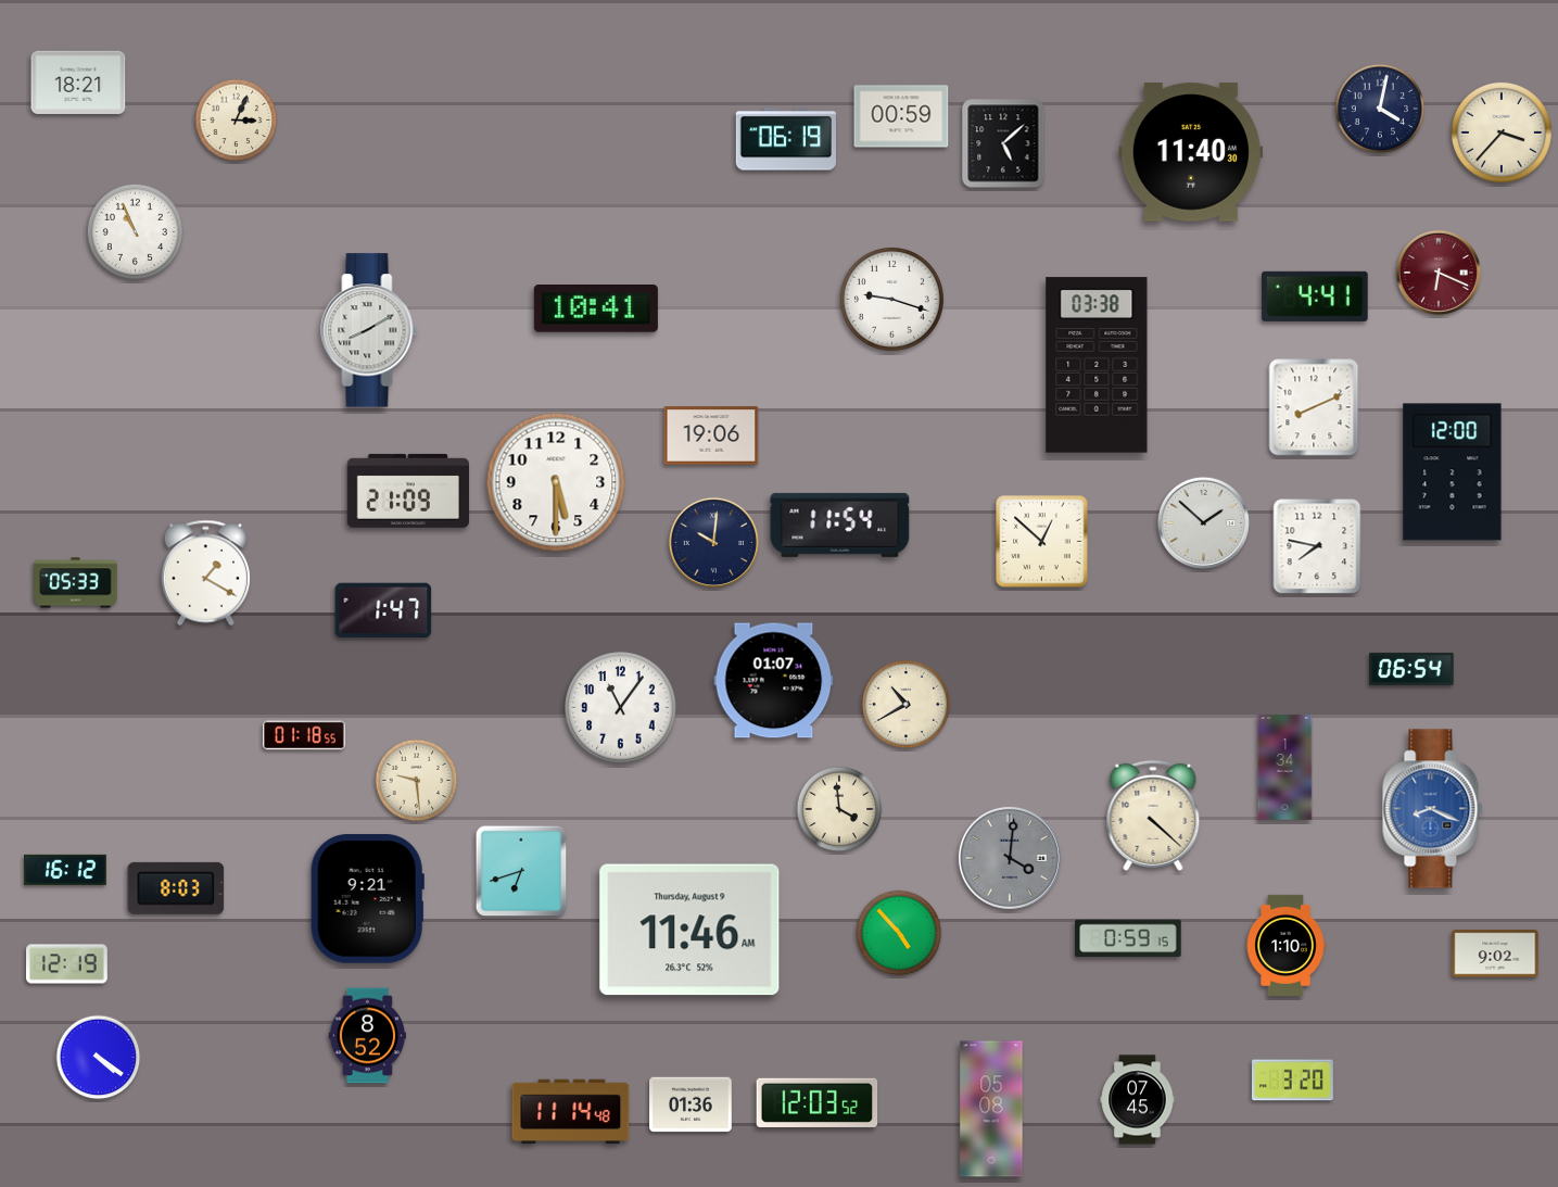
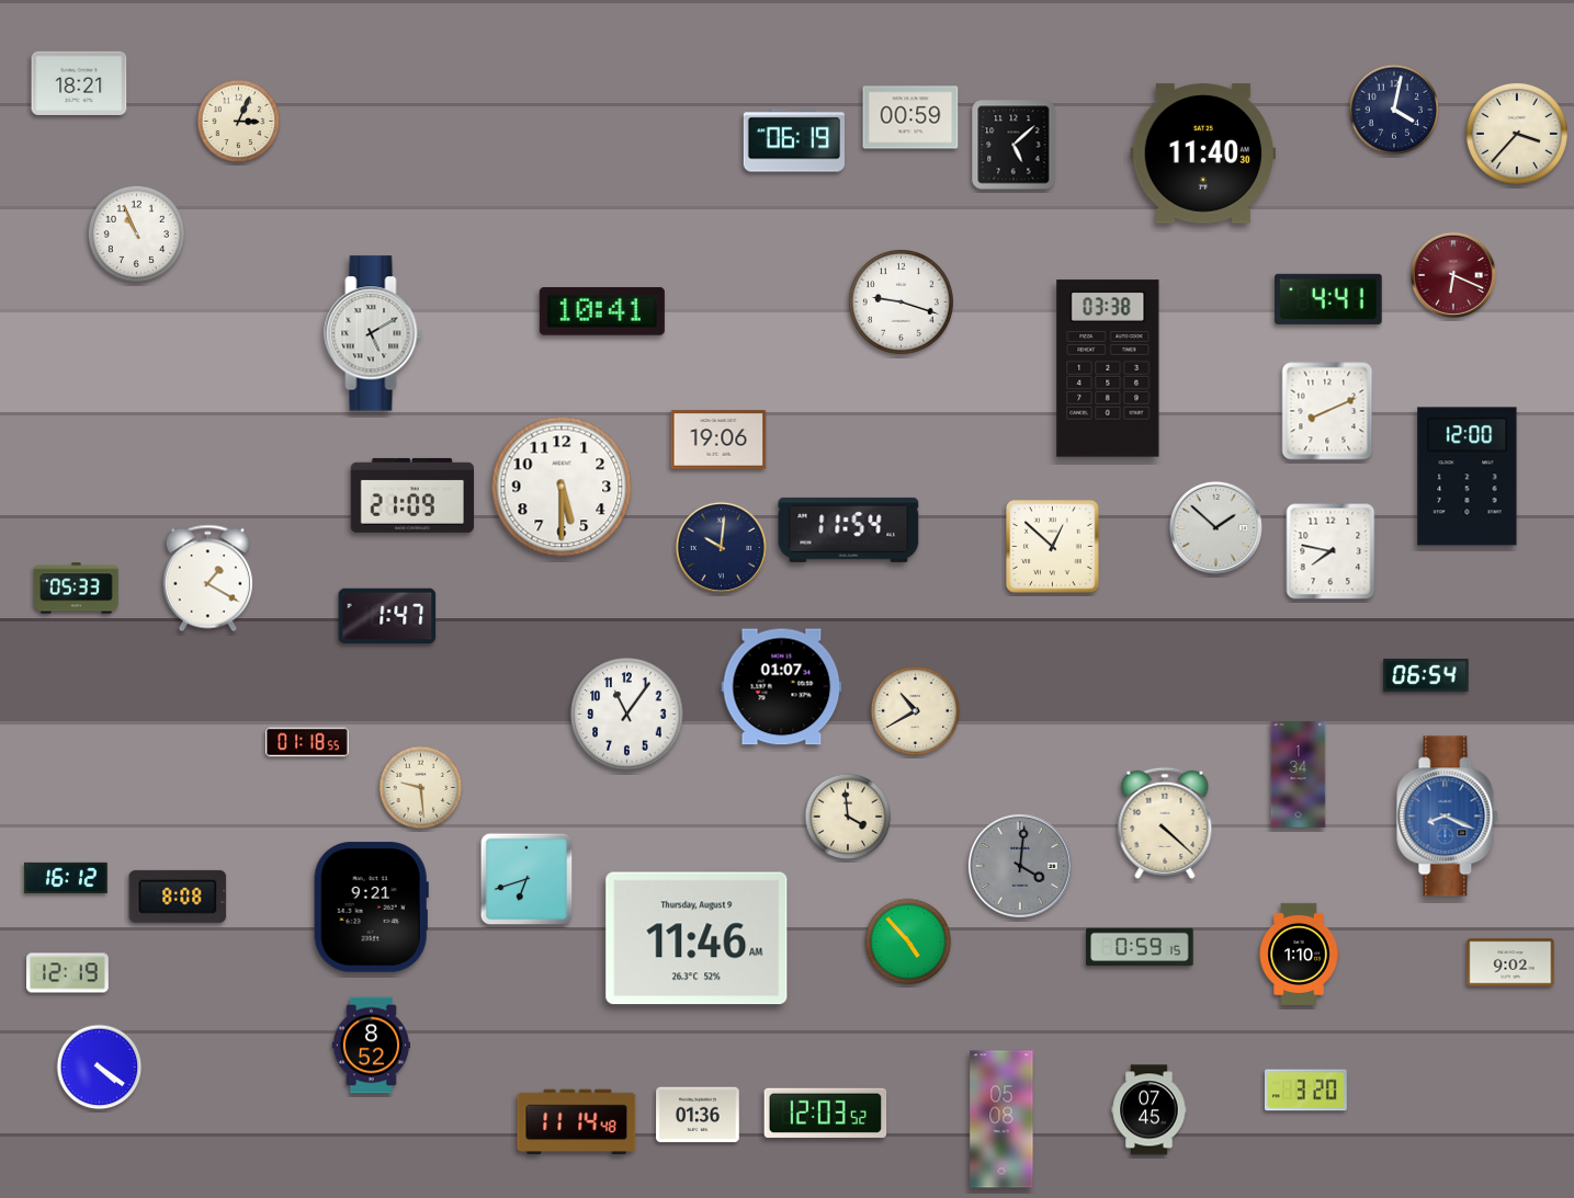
clock at (369, 330): 8:10 -> 5:10
clock at (176, 888): 8:03 -> 8:08
